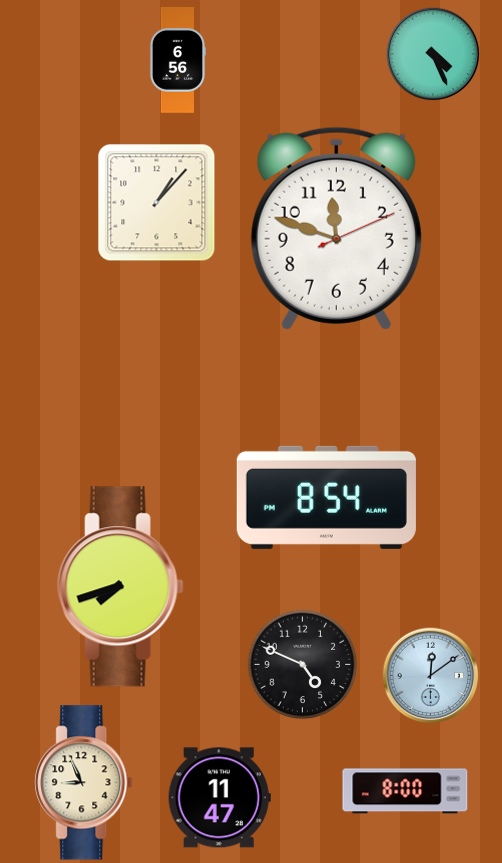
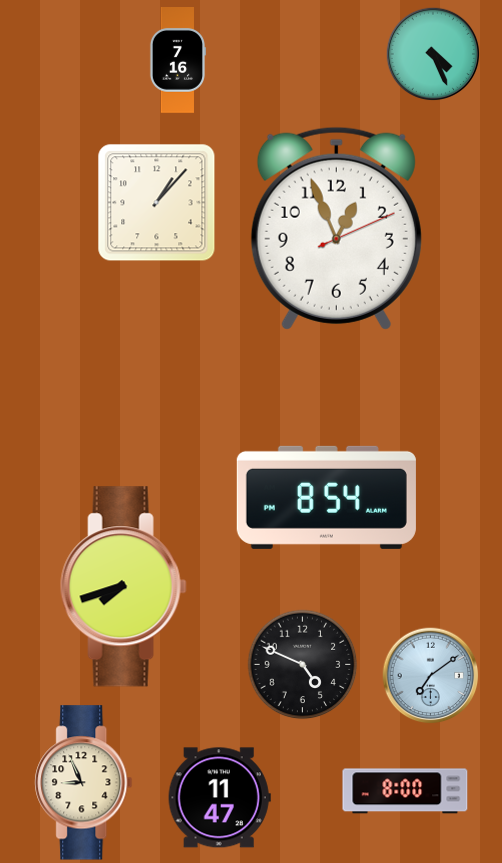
clock at (177, 60): 6:56 -> 7:16
clock at (336, 228): 11:48 -> 12:56
clock at (120, 587) position: (120, 587) -> (123, 587)
clock at (431, 676): 12:09 -> 7:09
